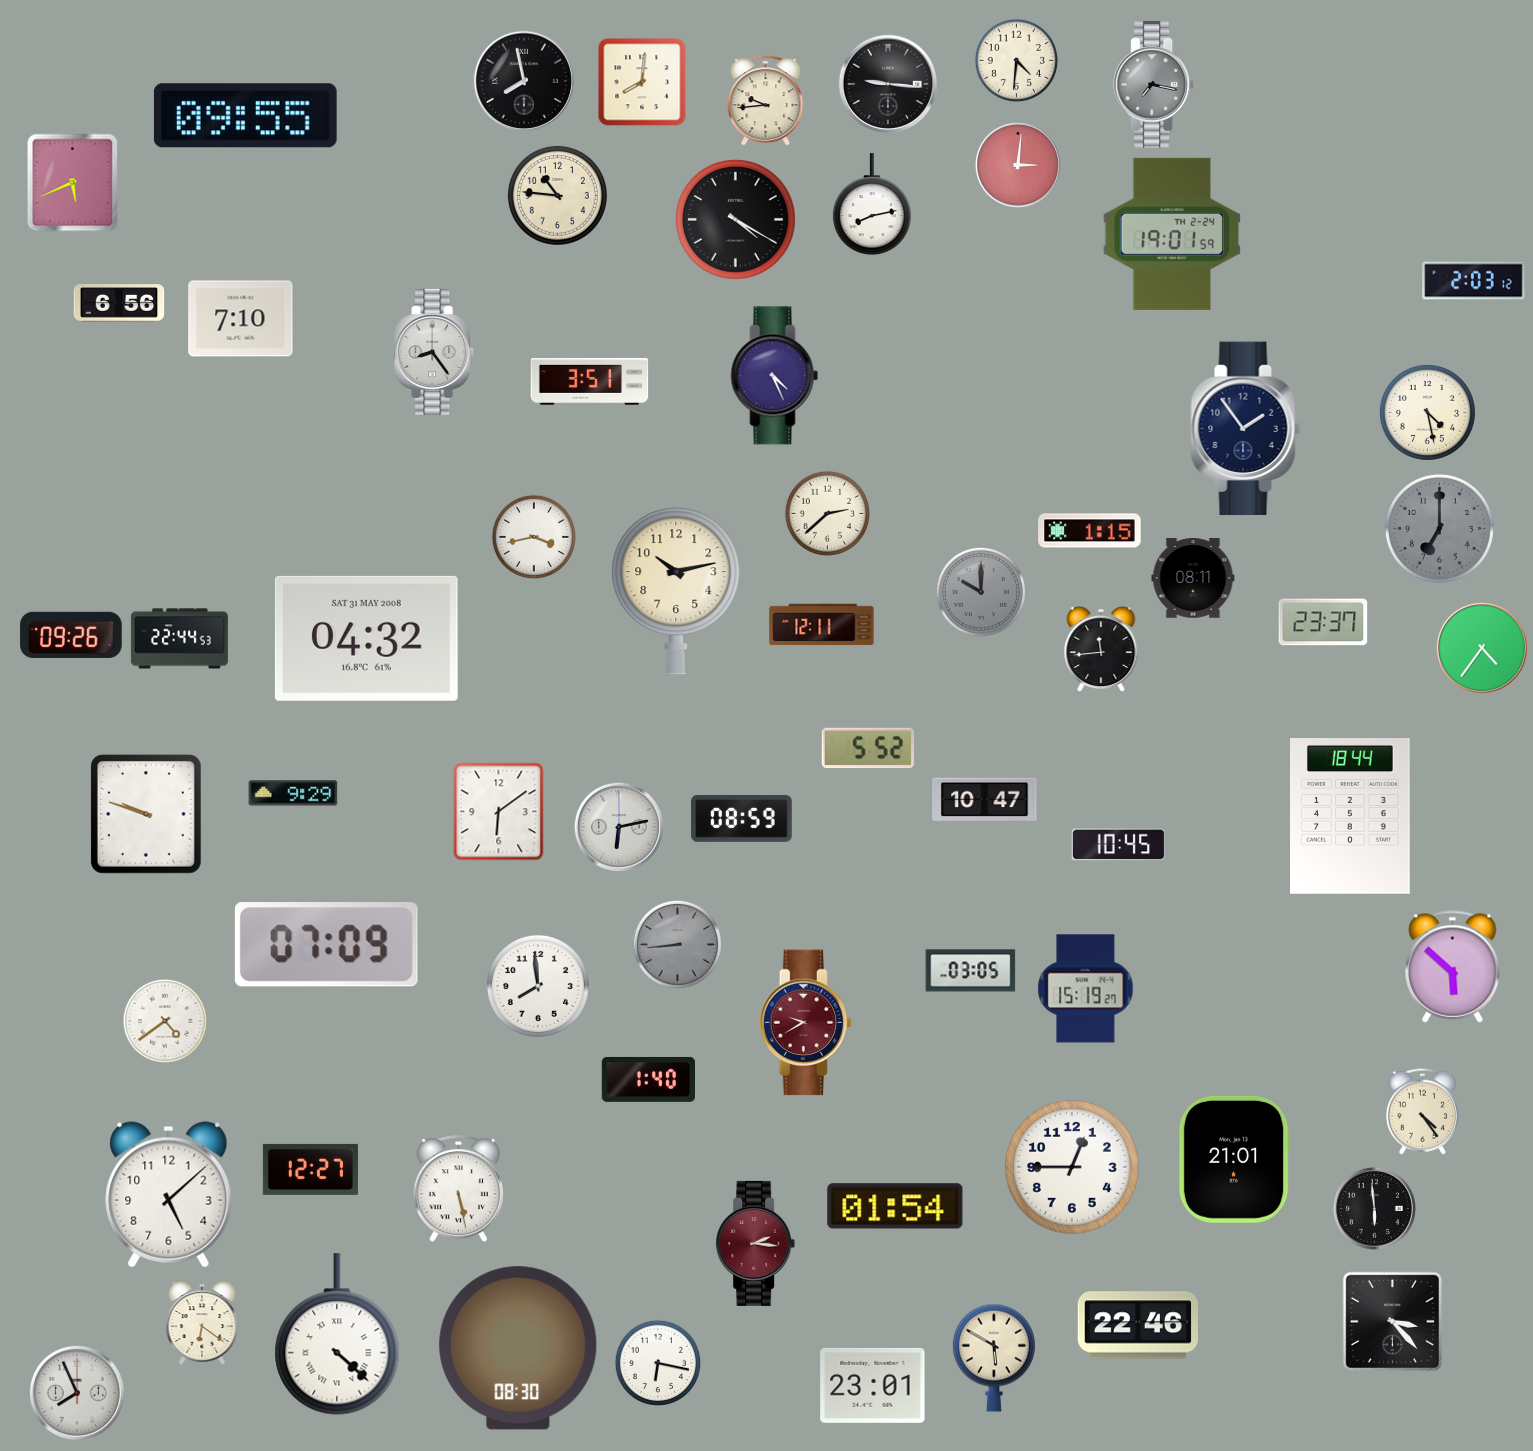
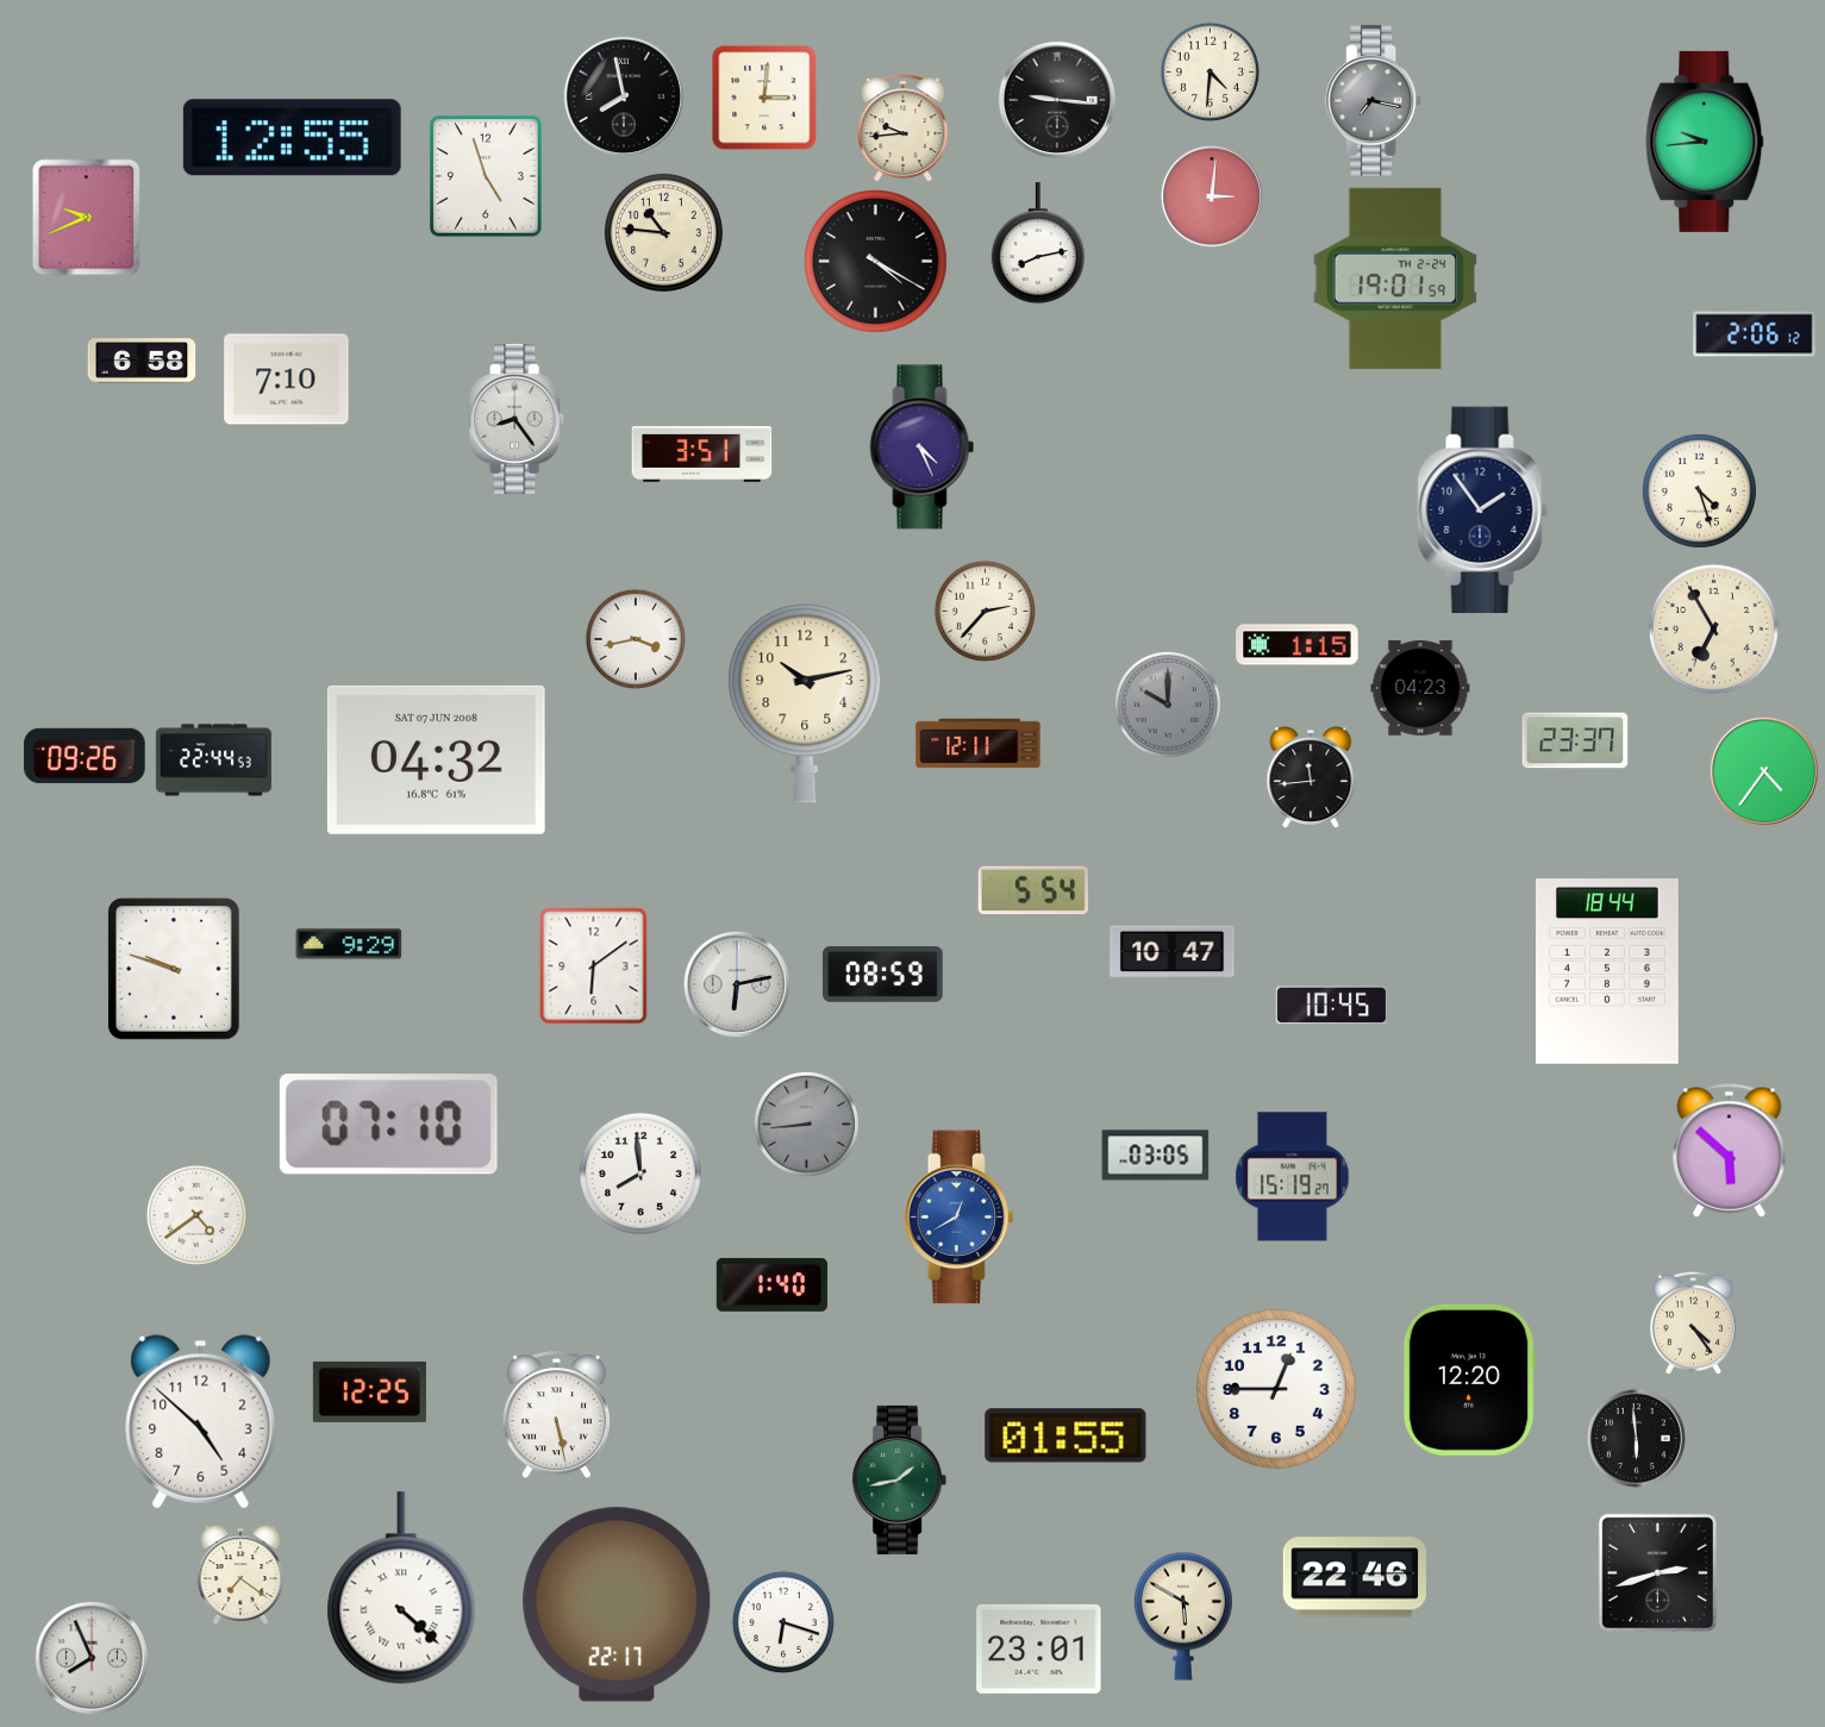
clock at (642, 82): 8:01 -> 3:01
clock at (766, 101) position: (766, 101) -> (904, 129)
clock at (245, 116): 09:55 -> 12:55
clock at (1705, 142): none -> 9:44
clock at (487, 177): none -> 4:57
clock at (73, 183): 5:41 -> 9:41
clock at (1474, 281): 2:03 -> 2:06
clock at (119, 303): 6:56 -> 6:58
clock at (1427, 412): 4:28 -> 4:27
clock at (827, 513): 2:38 -> 2:37
clock at (1439, 528): 7:00 -> 6:55
clock at (1439, 528) dial: grey -> cream
clock at (1090, 531) position: (1090, 531) -> (1298, 645)
clock at (1193, 578): 08:11 -> 04:23
clock at (366, 638) date: SAT 31 MAY 2008 -> SAT 07 JUN 2008
clock at (1101, 650) position: (1101, 650) -> (1311, 778)
clock at (867, 748): 5:52 -> 5:54
clock at (326, 945): 07:09 -> 07:10
clock at (806, 1023): 9:40 -> 12:40
clock at (806, 1023) dial: burgundy -> blue
clock at (1234, 1159): 21:01 -> 12:20
clock at (310, 1169): 12:27 -> 12:25
clock at (458, 1189) position: (458, 1189) -> (556, 1415)
clock at (169, 1195): 5:08 -> 4:52
clock at (895, 1206): 01:54 -> 01:55
clock at (756, 1243): 2:16 -> 1:43
clock at (756, 1243) dial: burgundy -> green
clock at (1392, 1321): 3:23 -> 2:42
clock at (202, 1323): 6:21 -> 7:21
clock at (518, 1348): 08:30 -> 22:17
clock at (658, 1363): 6:17 -> 6:18
